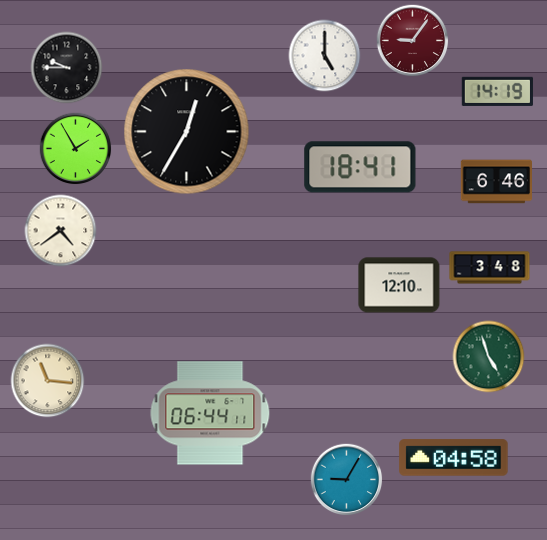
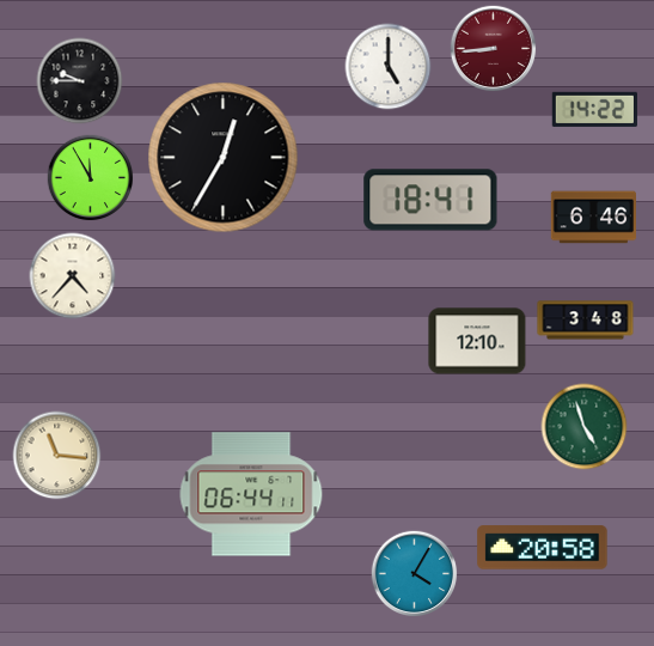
clock at (413, 41): 9:06 -> 8:44
clock at (497, 91): 14:19 -> 14:22
clock at (76, 149): 1:55 -> 11:55
clock at (61, 231): 4:39 -> 4:37
clock at (454, 458): 04:58 -> 20:58
clock at (347, 480): 9:05 -> 4:05
